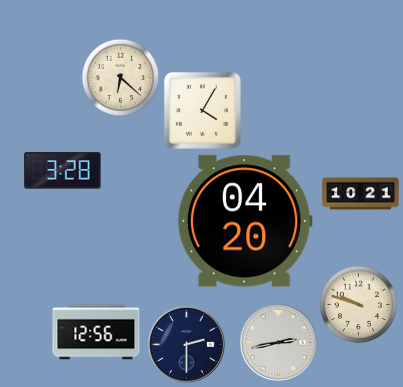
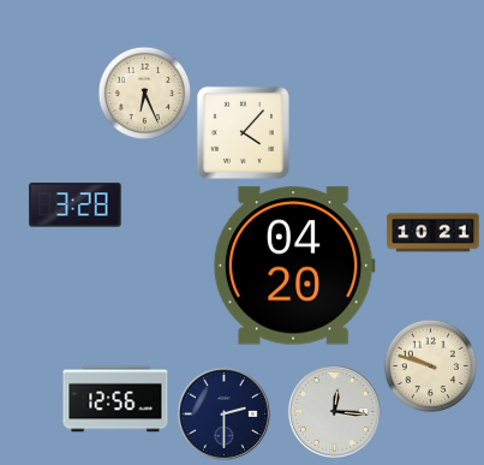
clock at (120, 77): 6:22 -> 6:26
clock at (202, 110): 4:05 -> 4:07
clock at (278, 342): 2:43 -> 12:16
